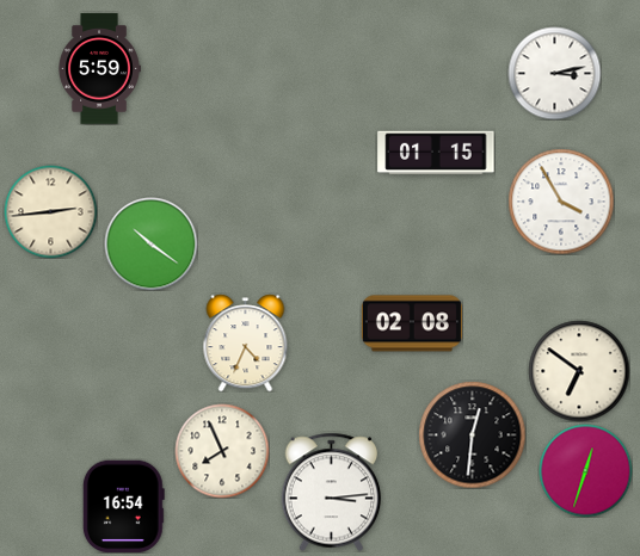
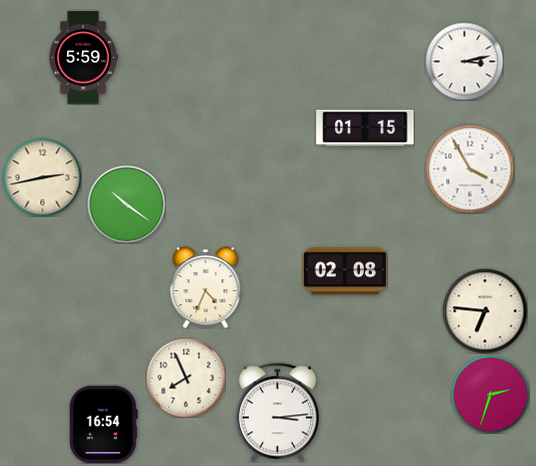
clock at (50, 211): 2:44 -> 2:43
clock at (579, 371): 6:51 -> 6:46
clock at (472, 434): 12:31 -> none
clock at (585, 470): 12:33 -> 2:33
